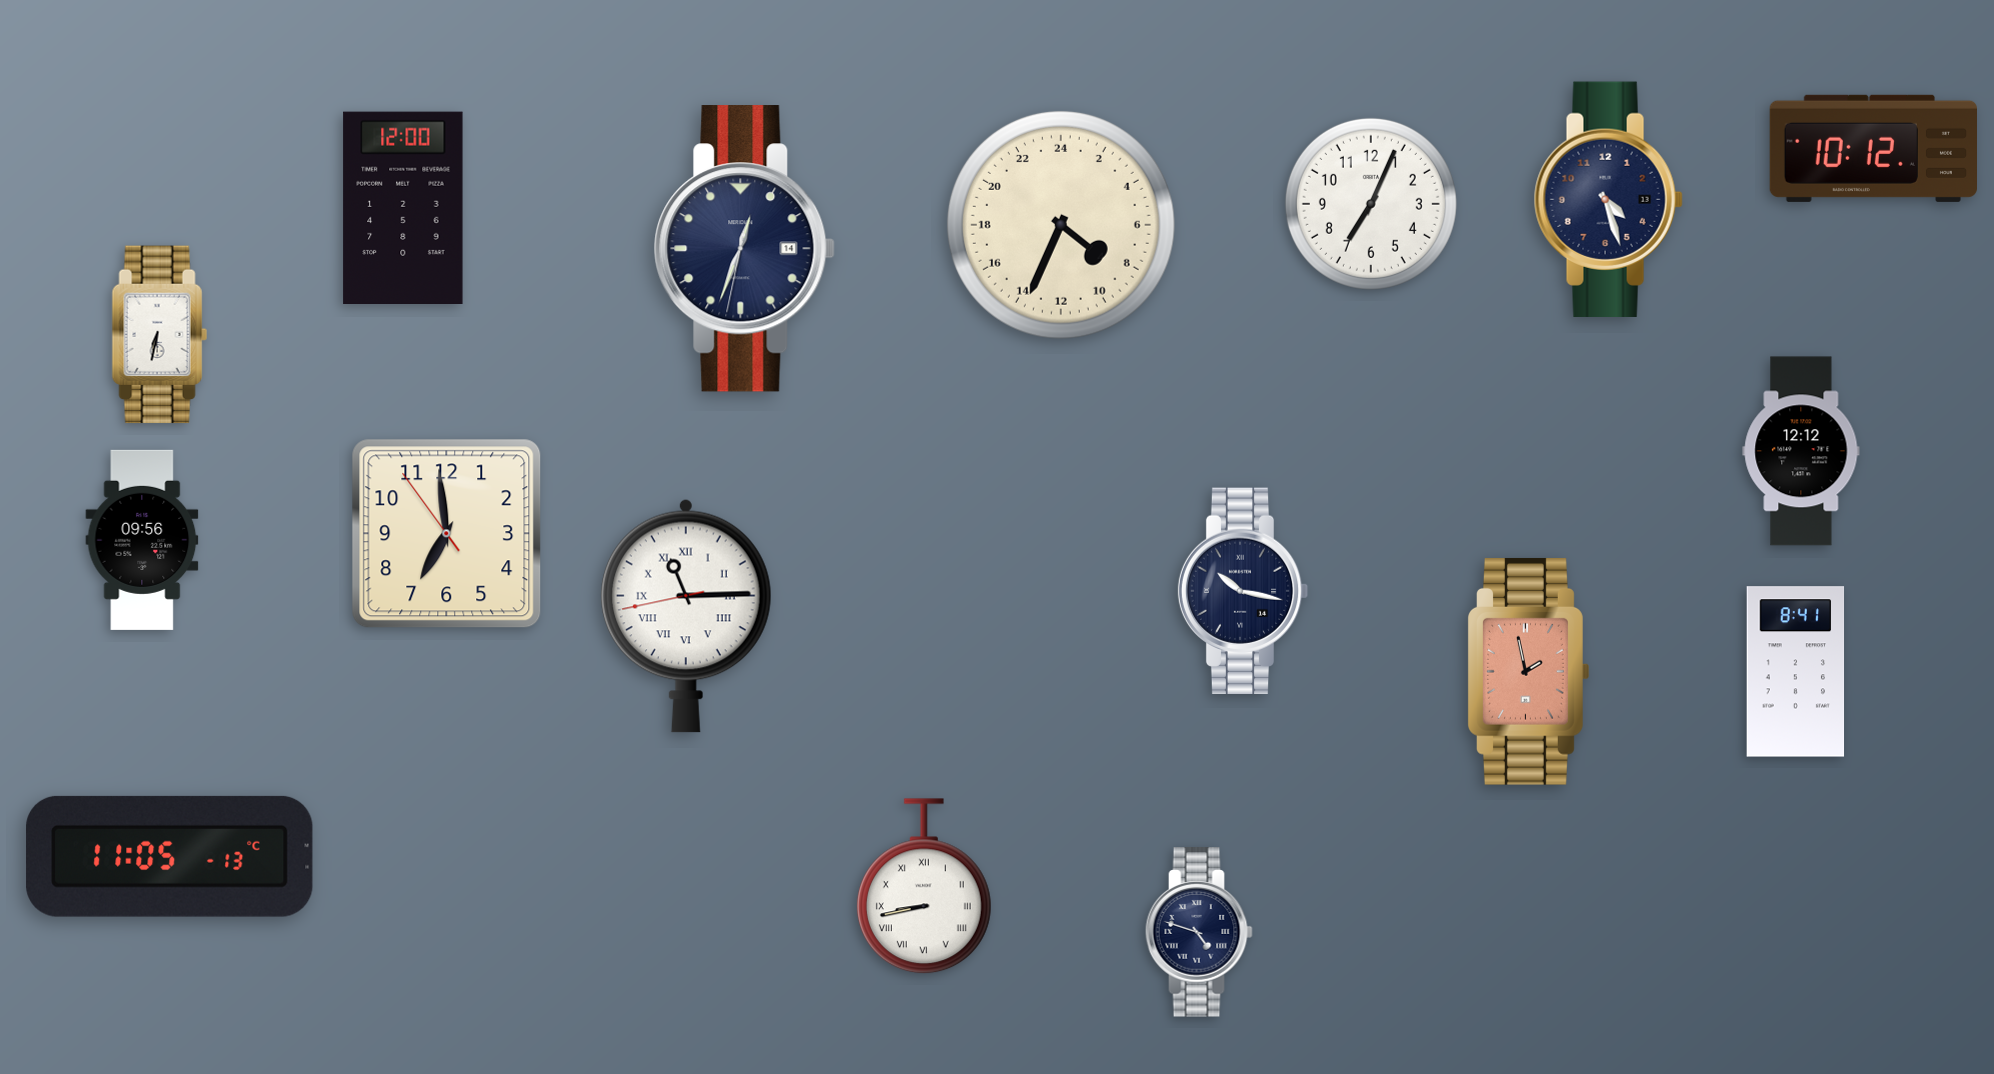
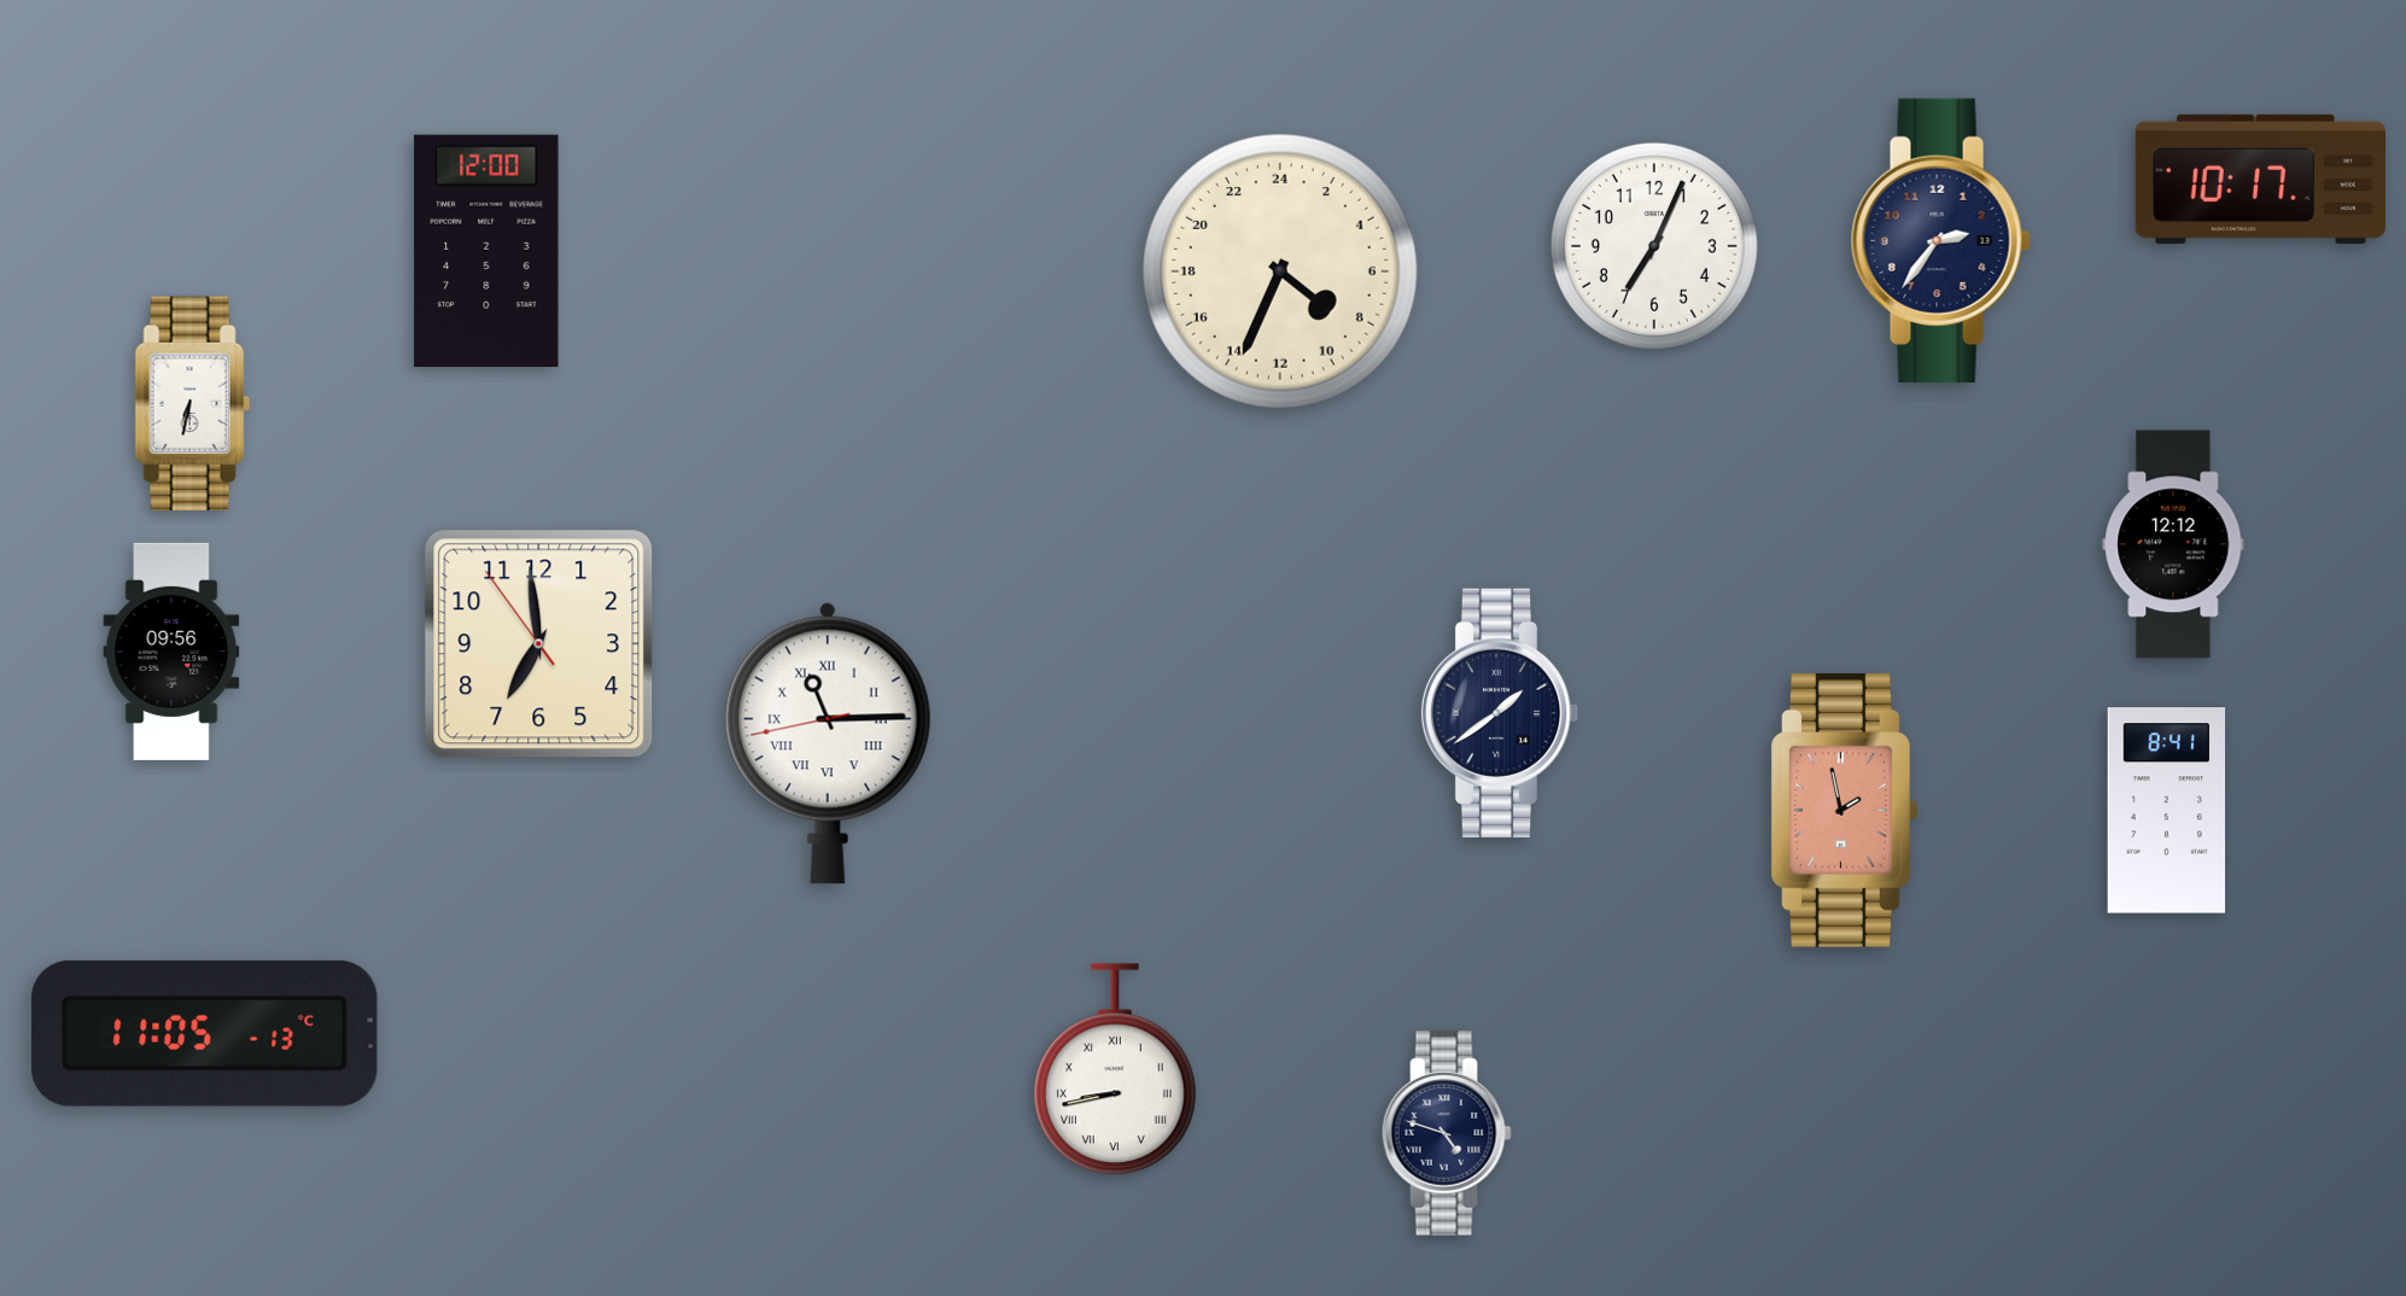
clock at (1873, 148): 10:12 -> 10:17
clock at (1608, 199): 4:27 -> 2:36
clock at (744, 249): 12:33 -> none
clock at (1243, 590): 10:17 -> 1:39
clock at (1199, 932) position: (1199, 932) -> (1447, 1133)
